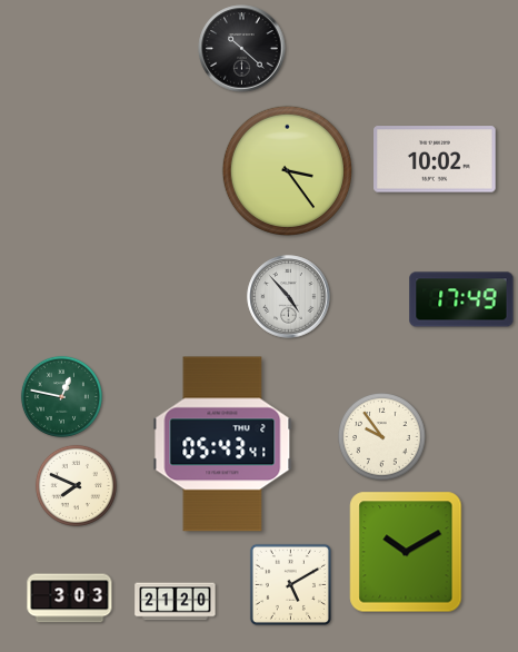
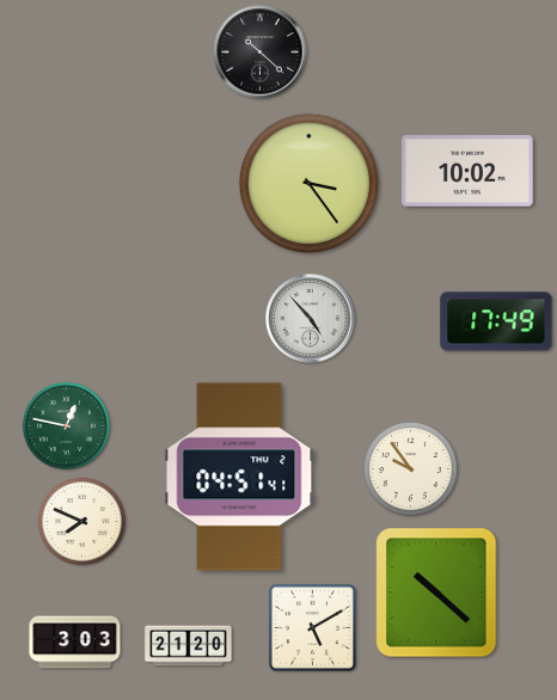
clock at (222, 444): 05:43 -> 04:51
clock at (406, 552): 10:10 -> 10:22
